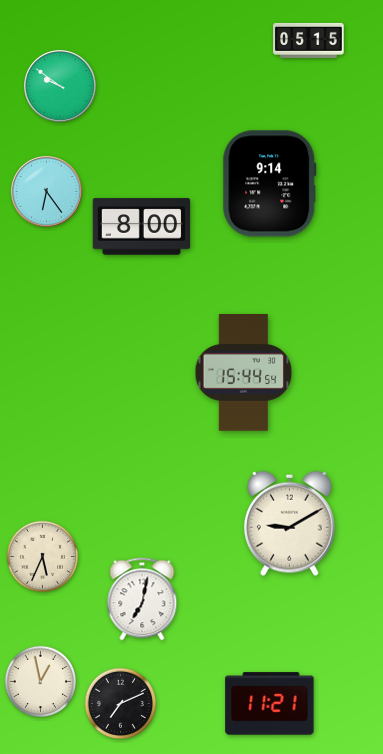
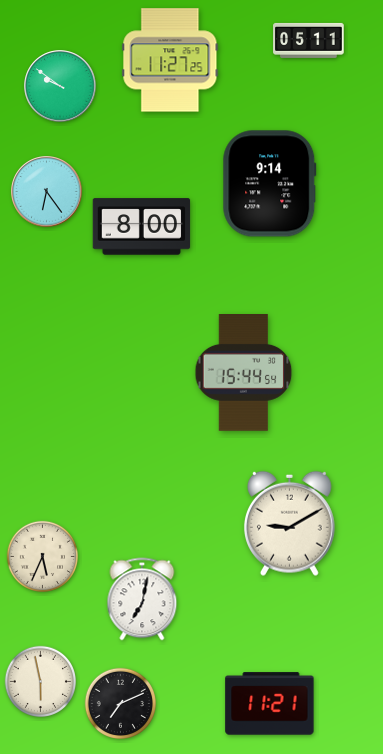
clock at (309, 40): 05:15 -> 05:11
clock at (170, 60): none -> 11:27
clock at (40, 681): 12:58 -> 5:58
